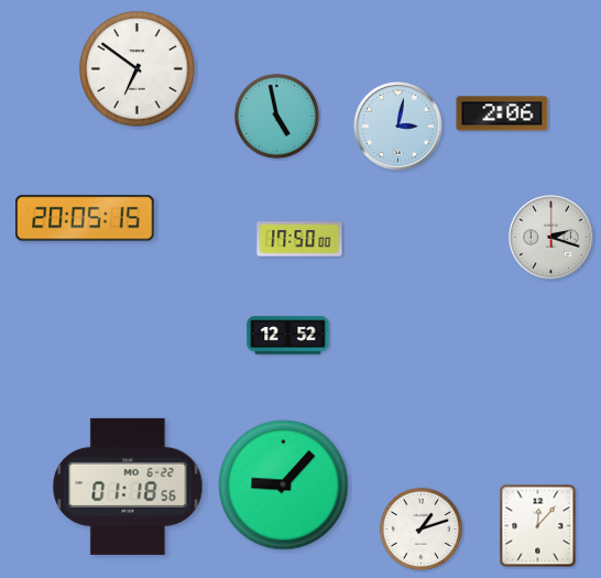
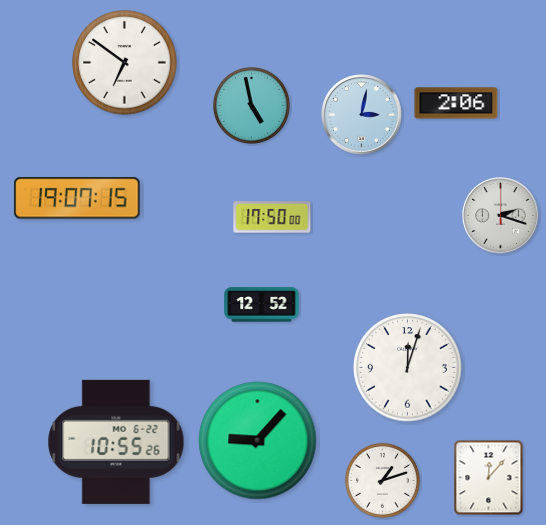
clock at (85, 218): 20:05 -> 19:07
clock at (408, 368): none -> 12:03
clock at (128, 487): 01:18 -> 10:55
